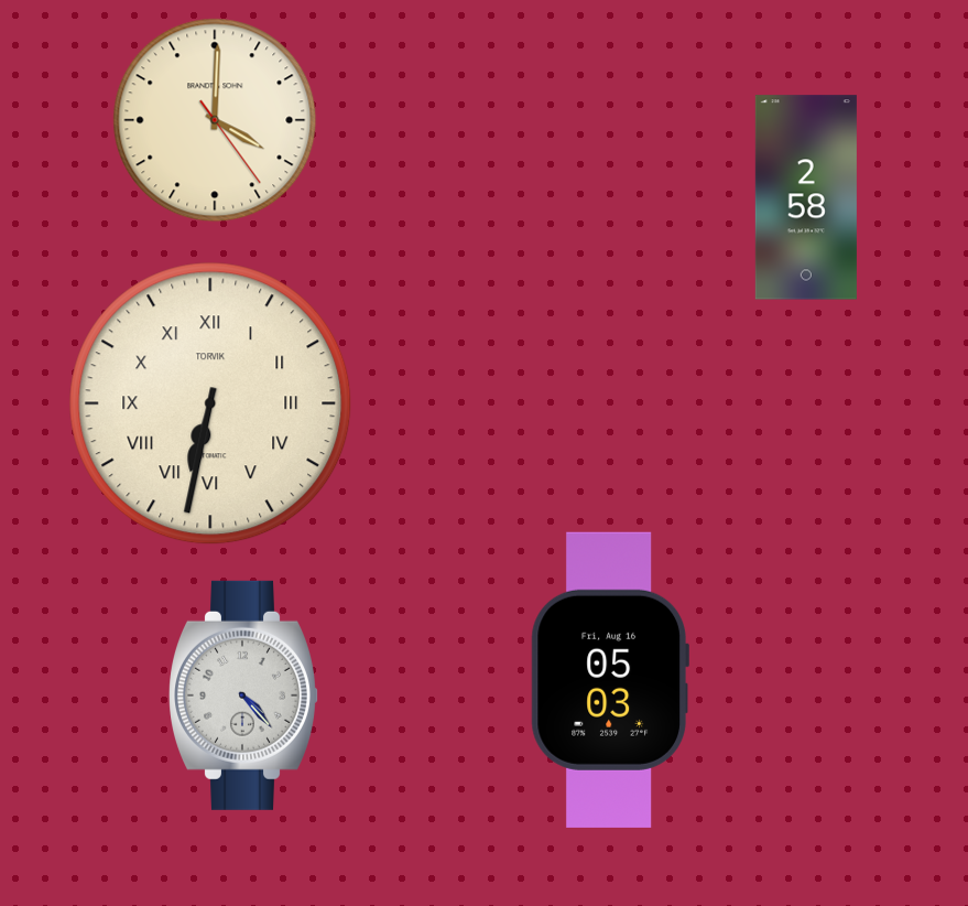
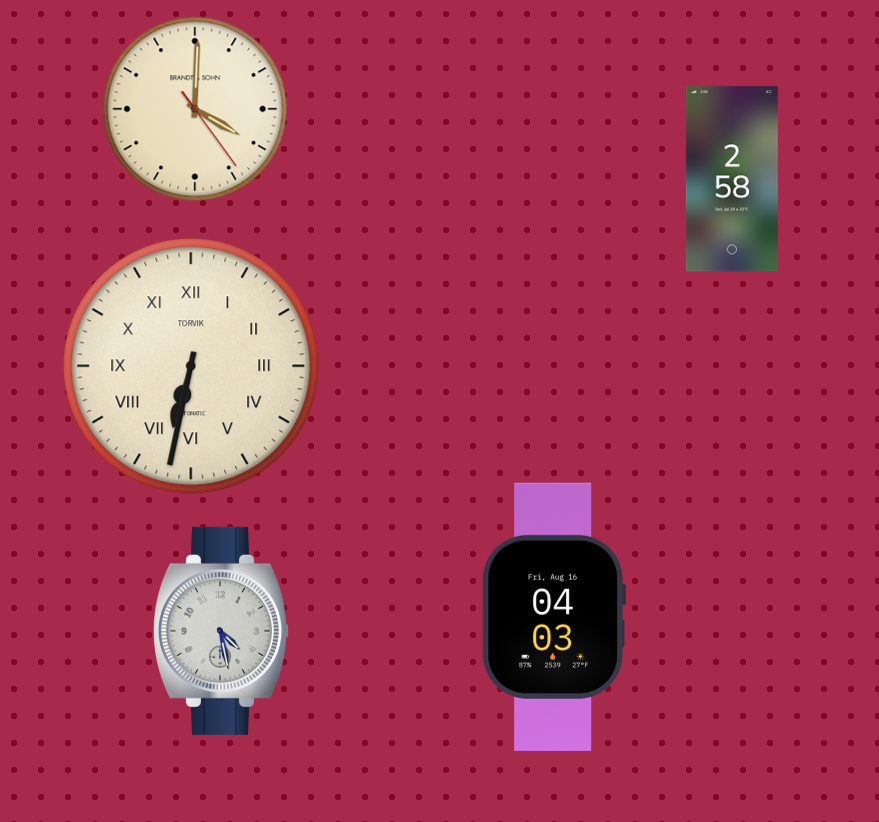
clock at (609, 680): 05:03 -> 04:03
clock at (244, 695): 4:23 -> 4:28
